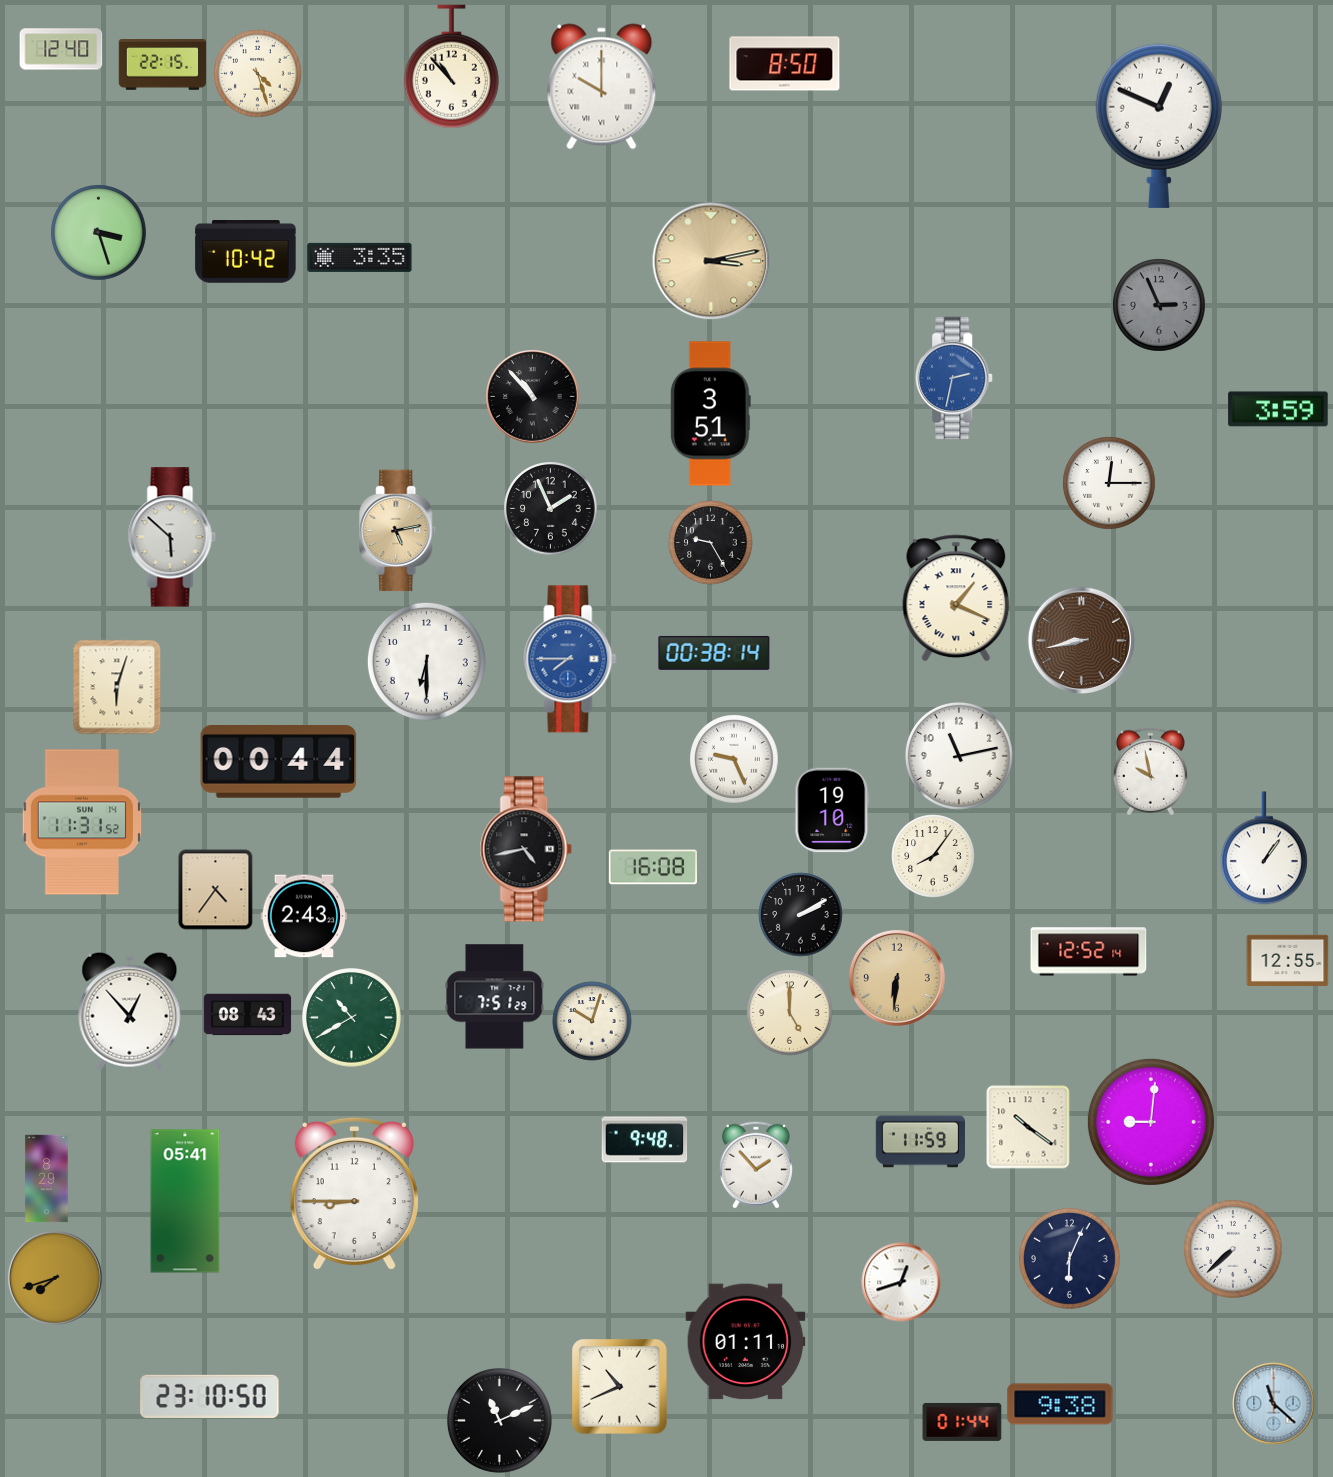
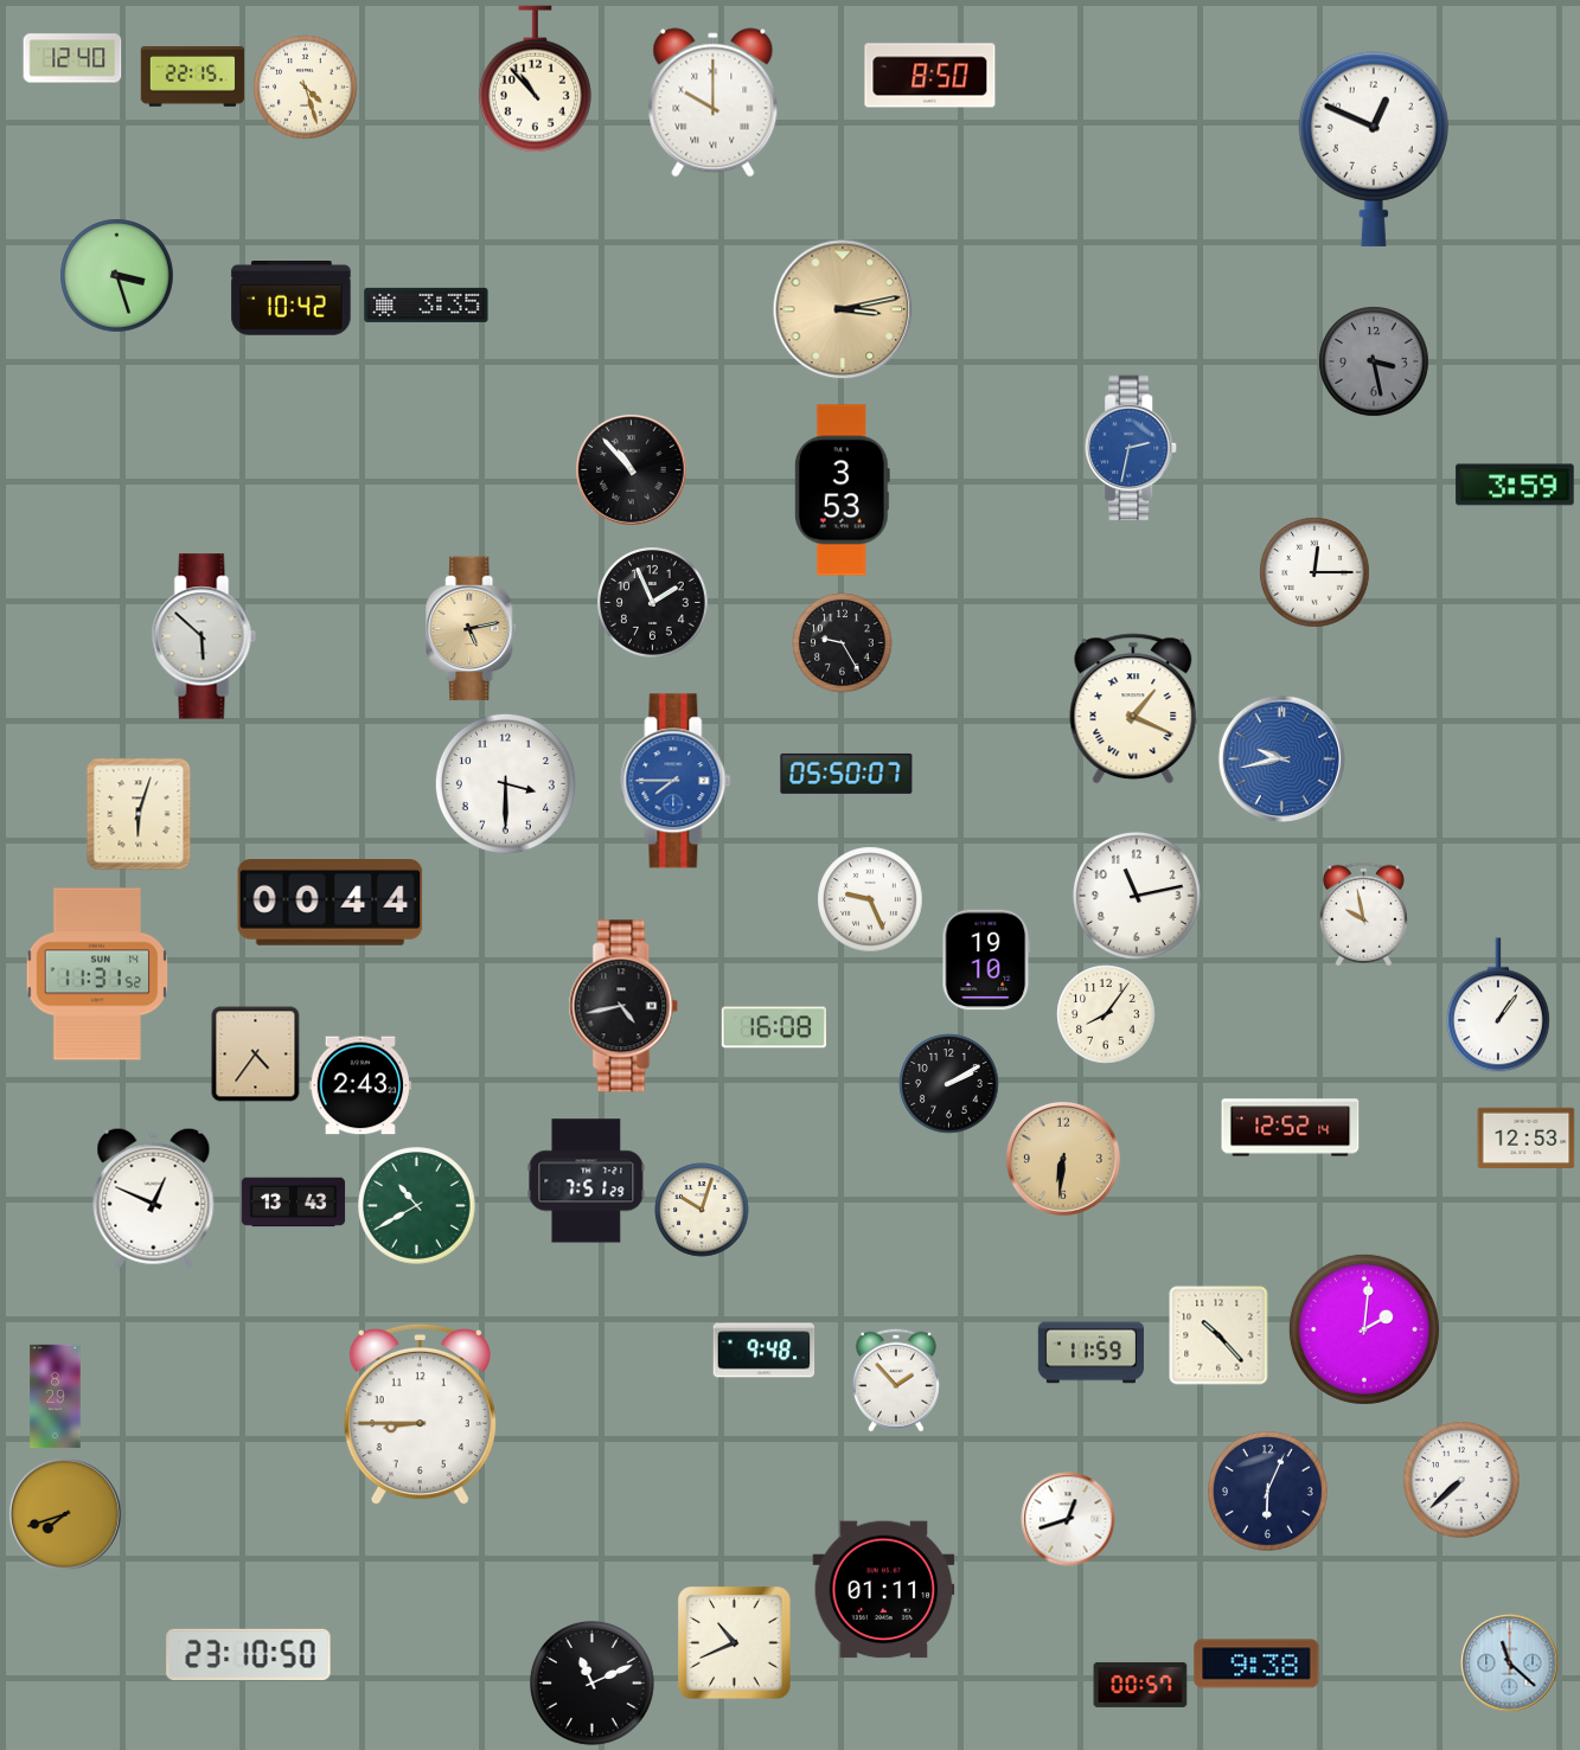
clock at (1159, 305): 2:56 -> 3:28
clock at (710, 414): 3:51 -> 3:53
clock at (1081, 640): 8:43 -> 9:43
clock at (1081, 640) dial: brown -> blue
clock at (714, 653): 00:38 -> 05:50
clock at (426, 661): 6:30 -> 3:30
clock at (1288, 960): 12:55 -> 12:53
clock at (130, 1011): 12:53 -> 12:49
clock at (790, 1013): 5:00 -> none
clock at (248, 1015): 08:43 -> 13:43
clock at (1151, 1122): 9:01 -> 2:01
clock at (1028, 1127): 10:21 -> 10:23
clock at (185, 1201): 05:41 -> none
clock at (962, 1422): 01:44 -> 00:57
